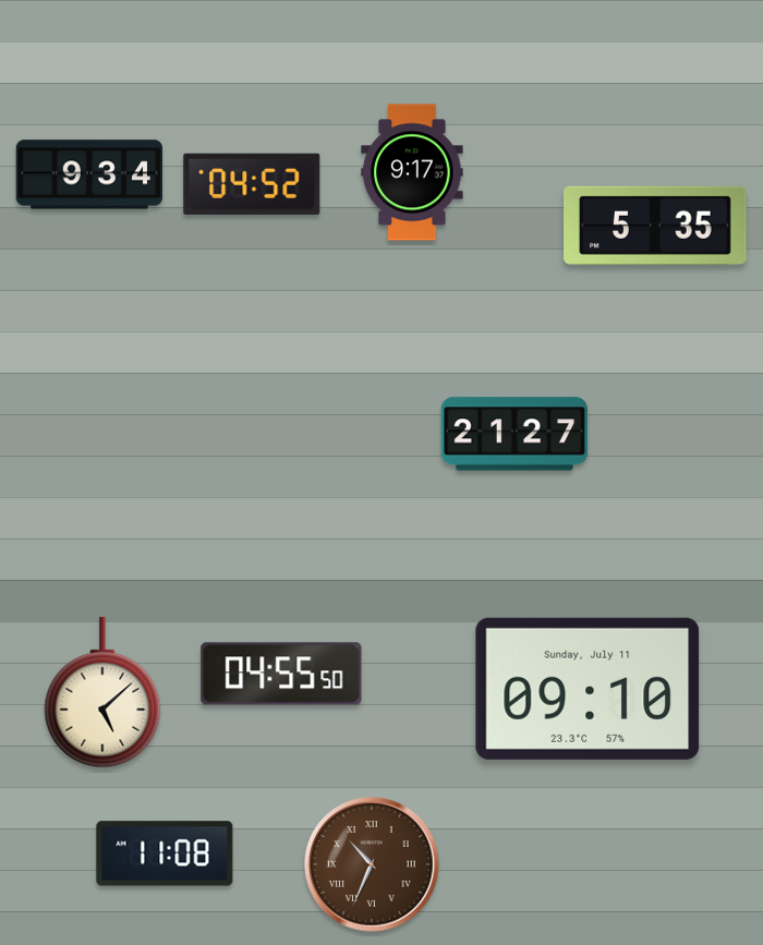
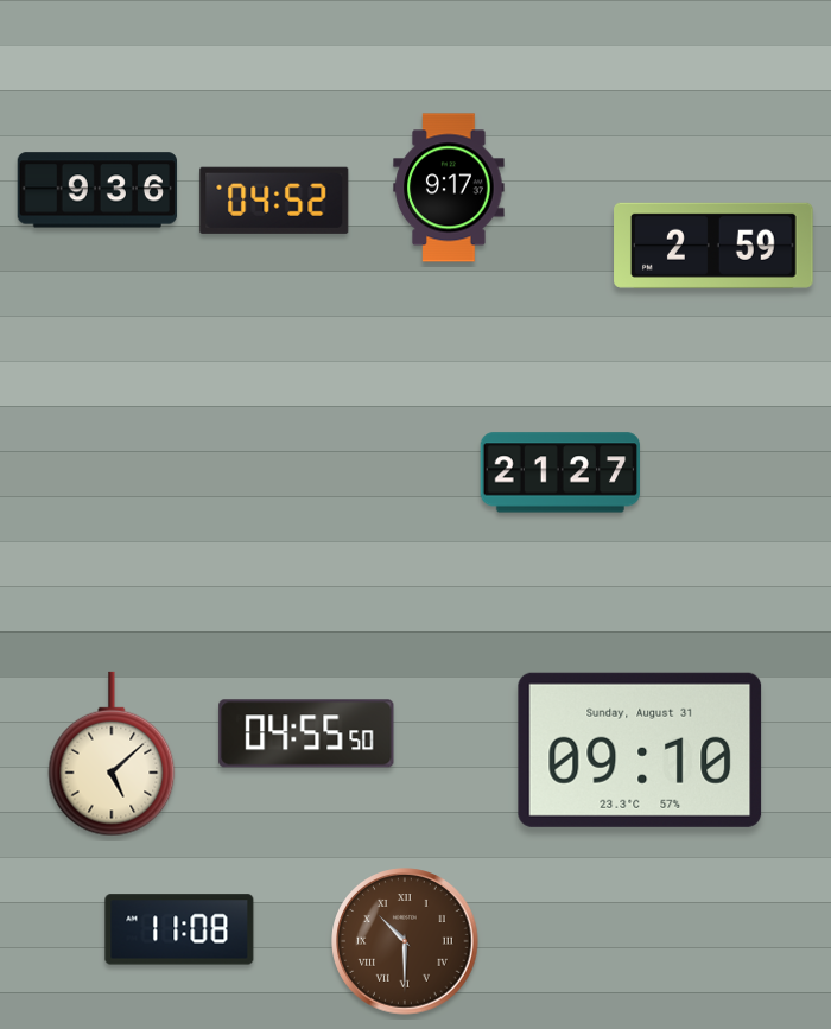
clock at (88, 174): 9:34 -> 9:36
clock at (655, 226): 5:35 -> 2:59
clock at (588, 689) date: Sunday, July 11 -> Sunday, August 31
clock at (372, 864): 10:34 -> 10:30
